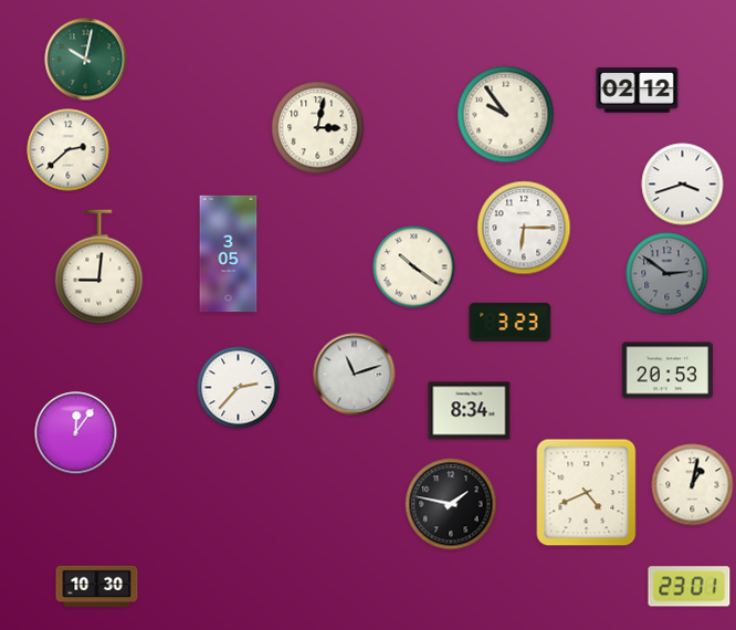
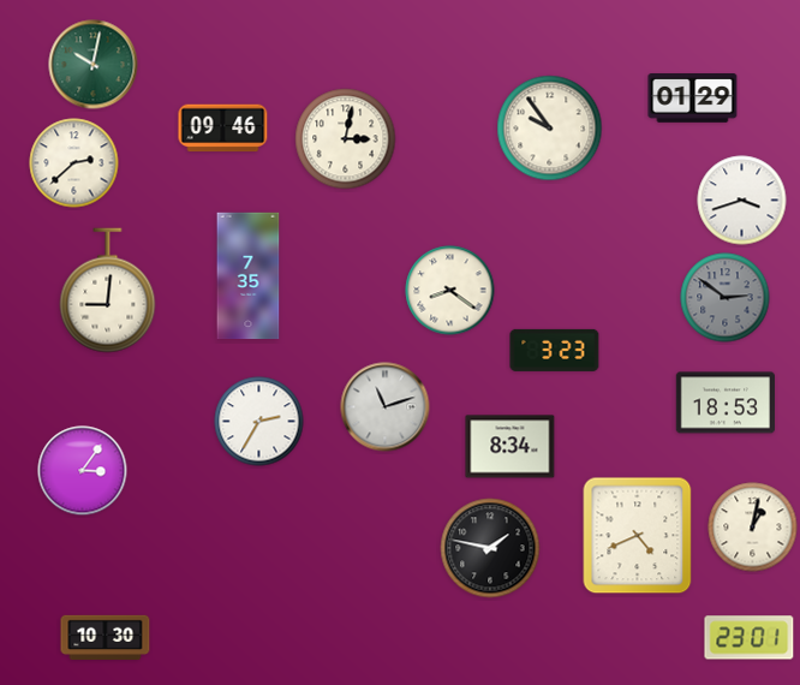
clock at (638, 91): 02:12 -> 01:29
clock at (506, 115) position: (506, 115) -> (550, 129)
clock at (223, 129): none -> 09:46
clock at (524, 228): 6:15 -> none
clock at (229, 254): 3:05 -> 7:35
clock at (414, 267): 10:21 -> 8:21
clock at (666, 370): 20:53 -> 18:53
clock at (239, 388): 2:37 -> 2:35
clock at (76, 433): 12:06 -> 3:06
